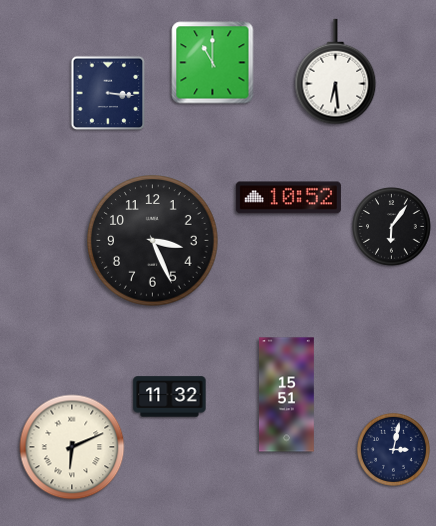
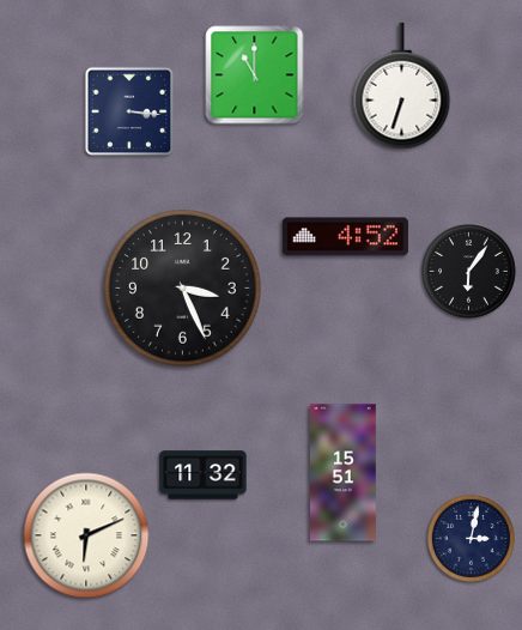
clock at (336, 72): 6:29 -> 6:33
clock at (288, 198): 10:52 -> 4:52
